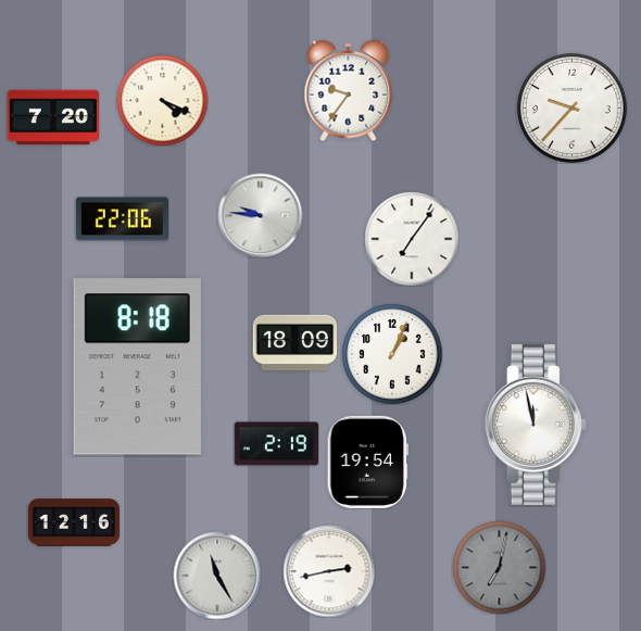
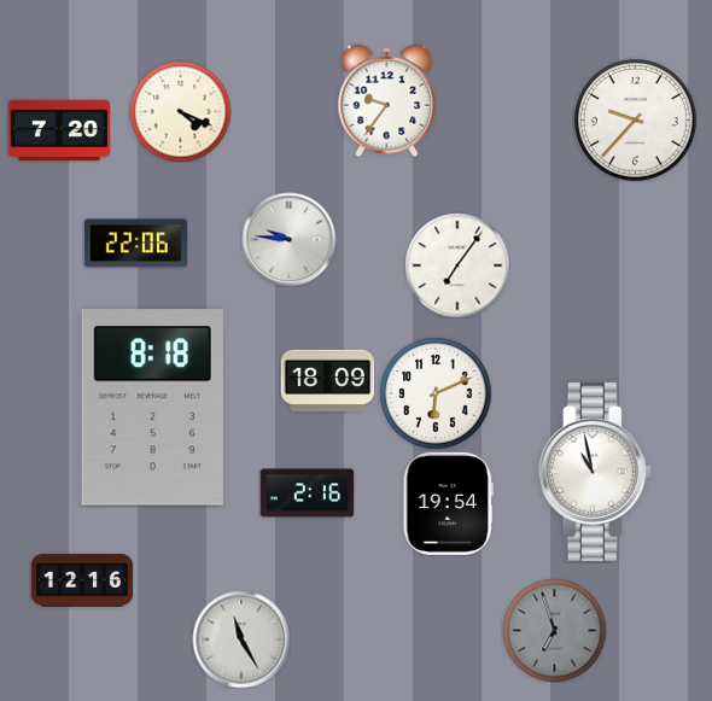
clock at (392, 354): 1:04 -> 6:11
clock at (536, 425): 11:58 -> 10:58
clock at (276, 444): 2:19 -> 2:16
clock at (367, 462) position: (367, 462) -> (448, 503)
clock at (499, 567): 7:02 -> 6:57
clock at (329, 571): 2:43 -> none
